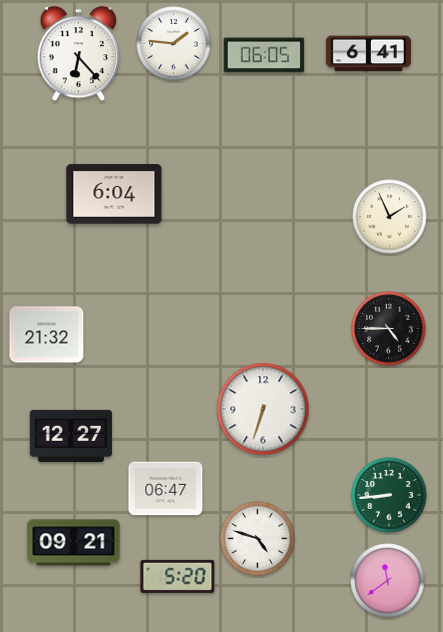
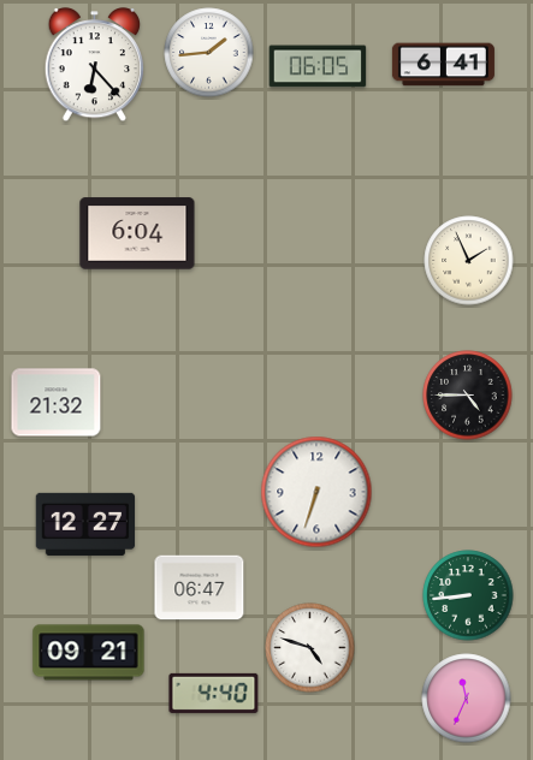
clock at (174, 44): 1:46 -> 1:44
clock at (178, 576): 5:20 -> 4:40
clock at (388, 581): 11:39 -> 11:34
